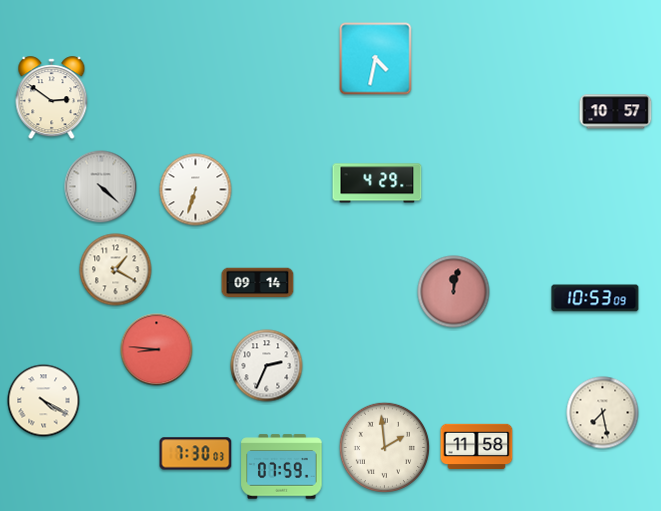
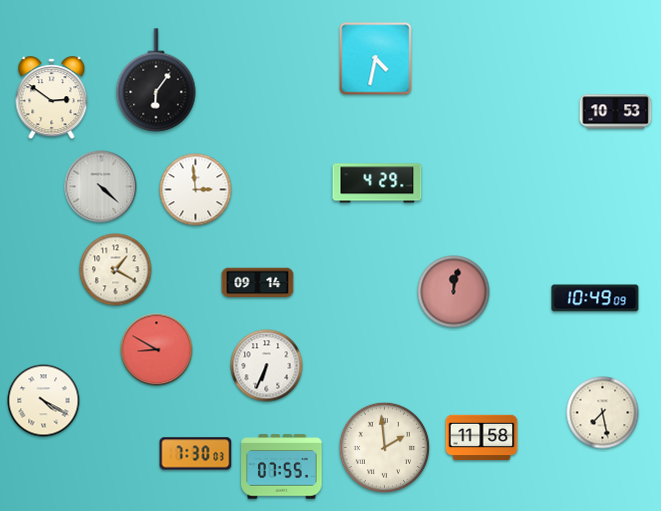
clock at (156, 80): none -> 6:06
clock at (616, 112): 10:57 -> 10:53
clock at (196, 190): 6:33 -> 2:59
clock at (595, 298): 10:53 -> 10:49
clock at (157, 350): 8:46 -> 8:50
clock at (267, 366): 2:34 -> 6:34
clock at (477, 447) position: (477, 447) -> (482, 438)
clock at (282, 467): 07:59 -> 07:55
